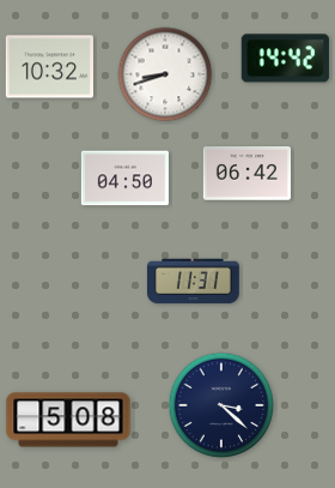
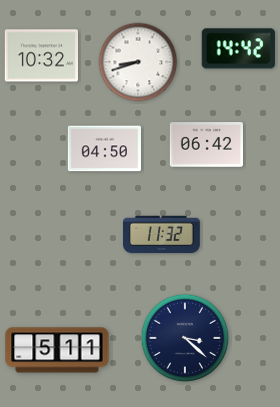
clock at (194, 282): 11:31 -> 11:32
clock at (68, 420): 5:08 -> 5:11
